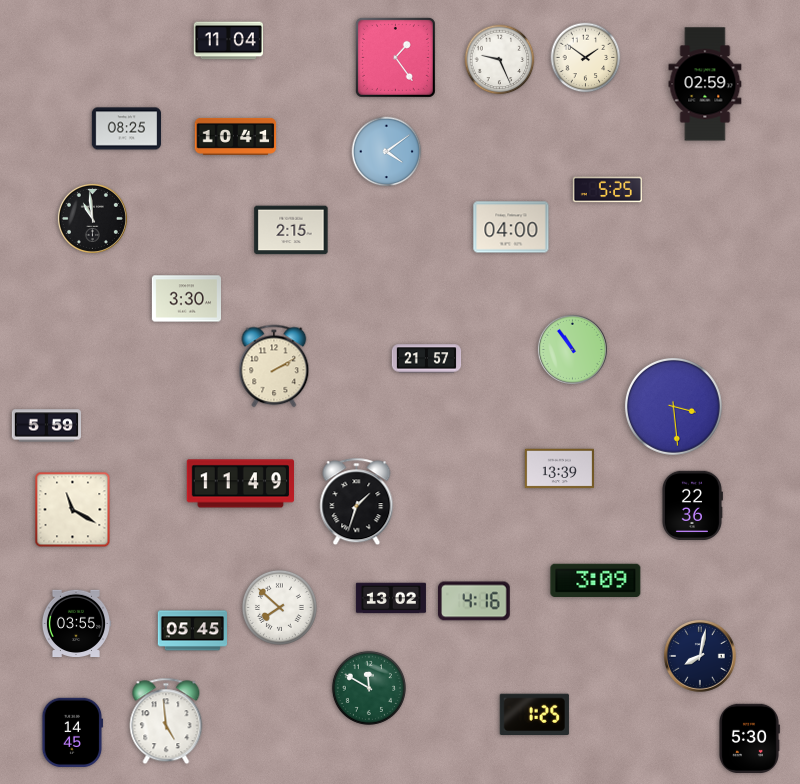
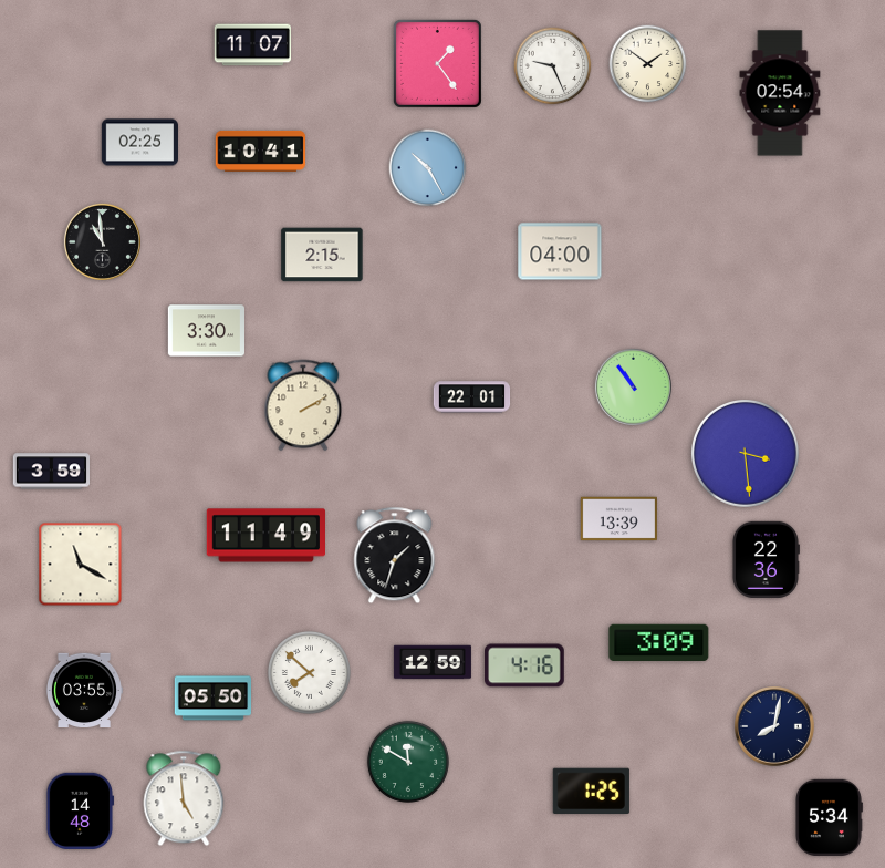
clock at (228, 41): 11:04 -> 11:07
clock at (705, 84): 02:59 -> 02:54
clock at (126, 129): 08:25 -> 02:25
clock at (387, 152): 4:09 -> 10:25
clock at (607, 190): 5:25 -> none
clock at (511, 227) position: (511, 227) -> (560, 251)
clock at (427, 359): 21:57 -> 22:01
clock at (673, 406) position: (673, 406) -> (745, 453)
clock at (46, 426): 5:59 -> 3:59
clock at (391, 598): 13:02 -> 12:59
clock at (192, 631): 05:45 -> 05:50
clock at (73, 732): 14:45 -> 14:48
clock at (750, 738): 5:30 -> 5:34
